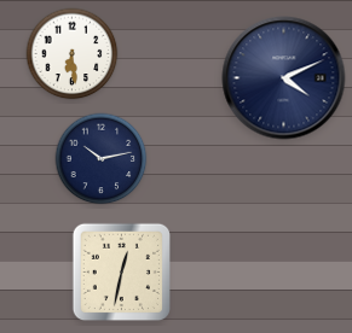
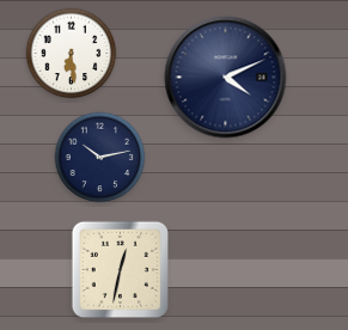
clock at (284, 78) position: (284, 78) -> (226, 78)
